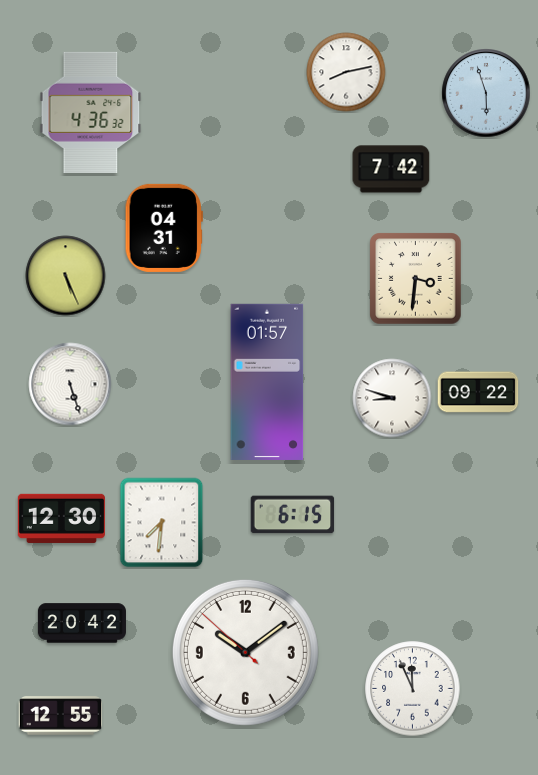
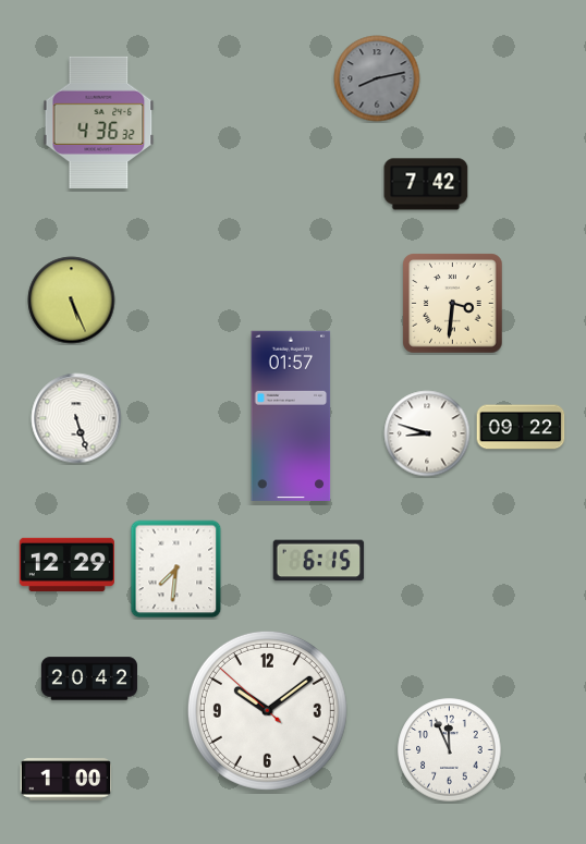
clock at (346, 72) dial: white -> grey
clock at (486, 93): 5:57 -> none
clock at (164, 228): 04:31 -> none
clock at (61, 518): 12:30 -> 12:29
clock at (61, 716): 12:55 -> 1:00
